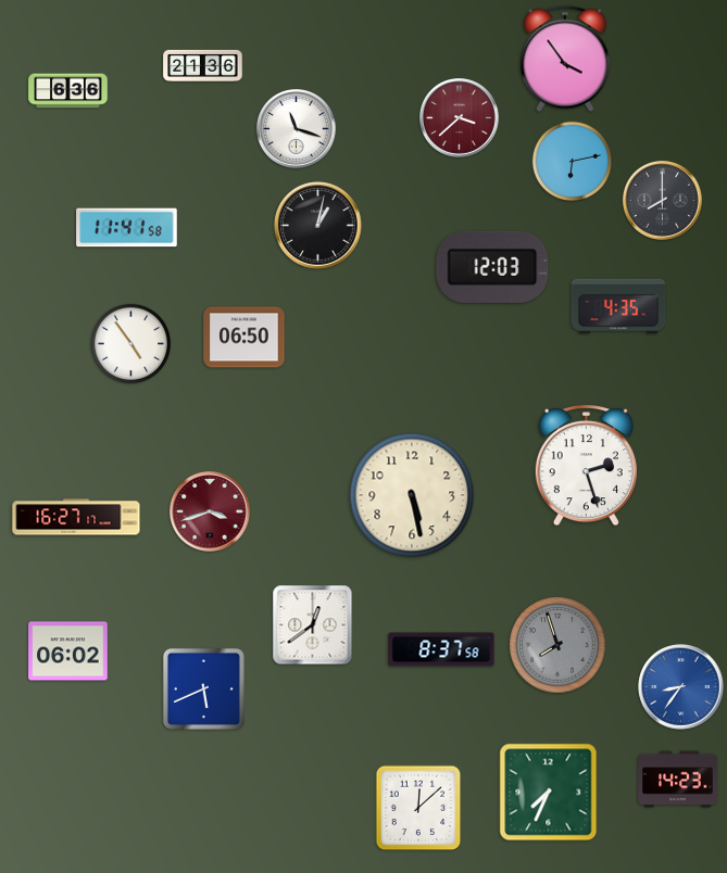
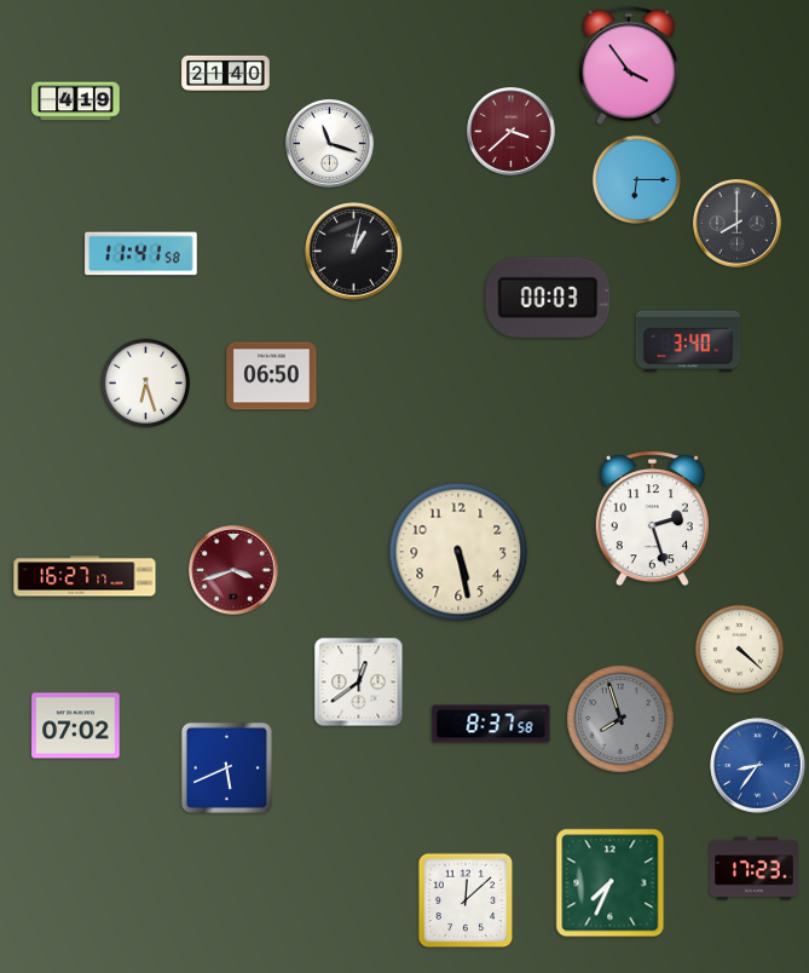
clock at (203, 65): 21:36 -> 21:40
clock at (68, 91): 6:36 -> 4:19
clock at (573, 162): 6:13 -> 6:15
clock at (492, 267): 12:03 -> 00:03
clock at (618, 306): 4:35 -> 3:40
clock at (131, 344): 4:54 -> 6:27
clock at (740, 650): none -> 4:22
clock at (313, 625) position: (313, 625) -> (359, 683)
clock at (68, 651): 06:02 -> 07:02
clock at (678, 780): 14:23 -> 17:23
